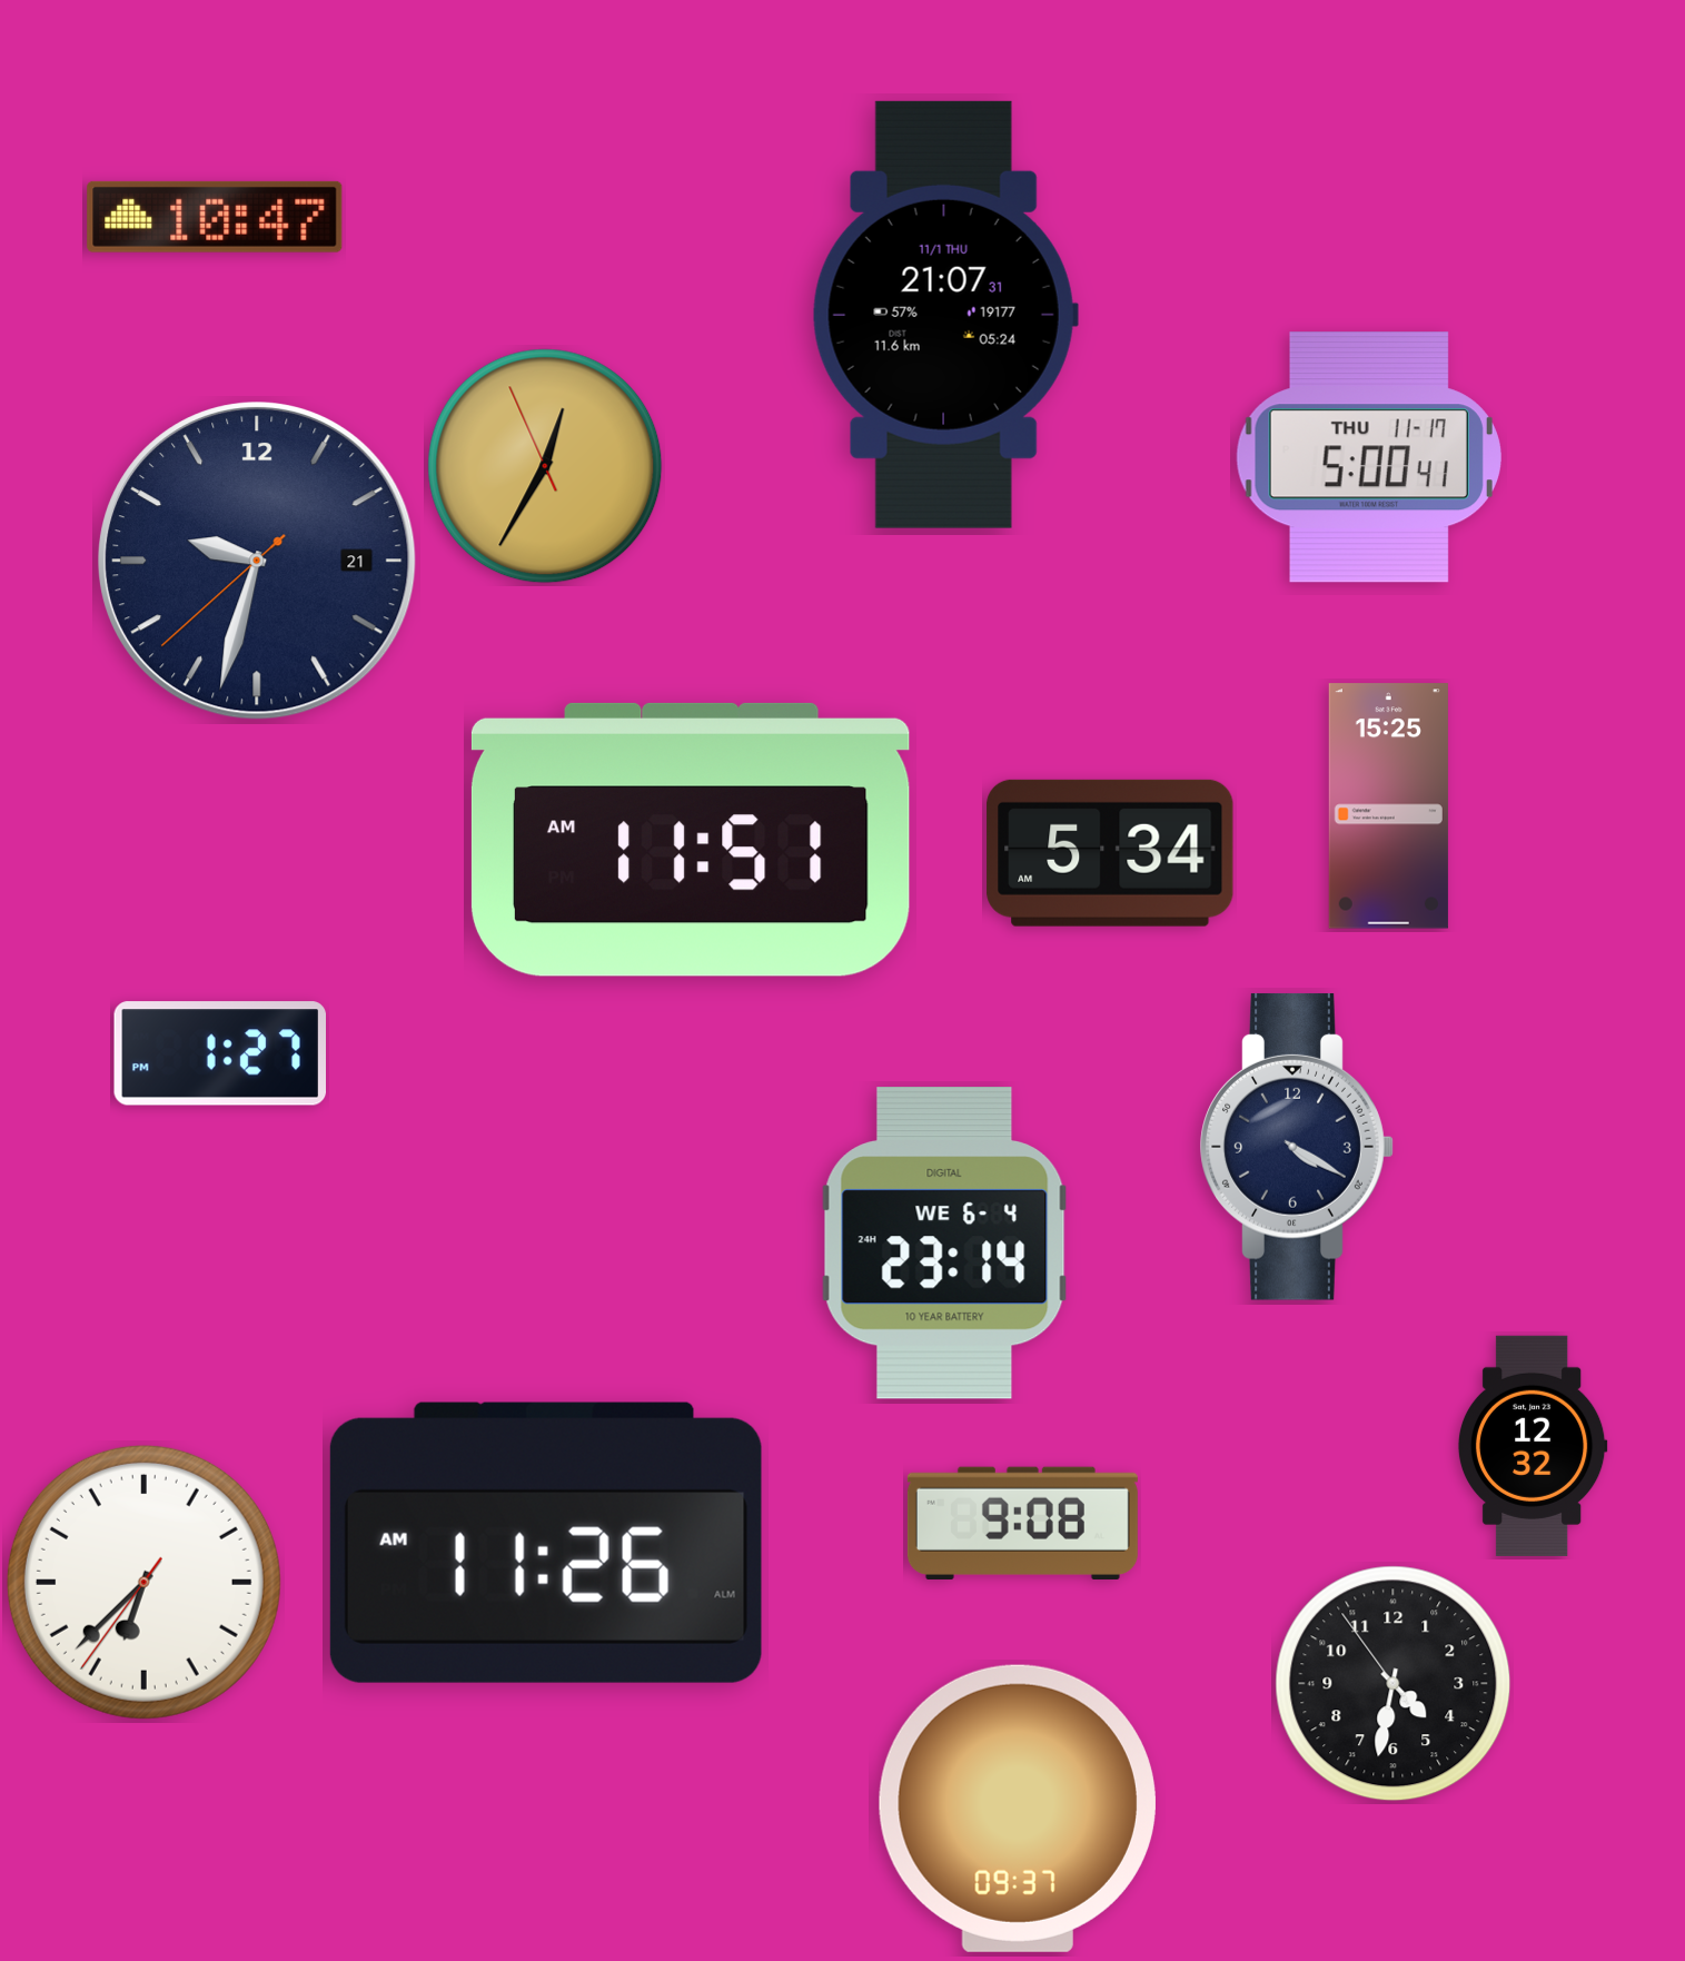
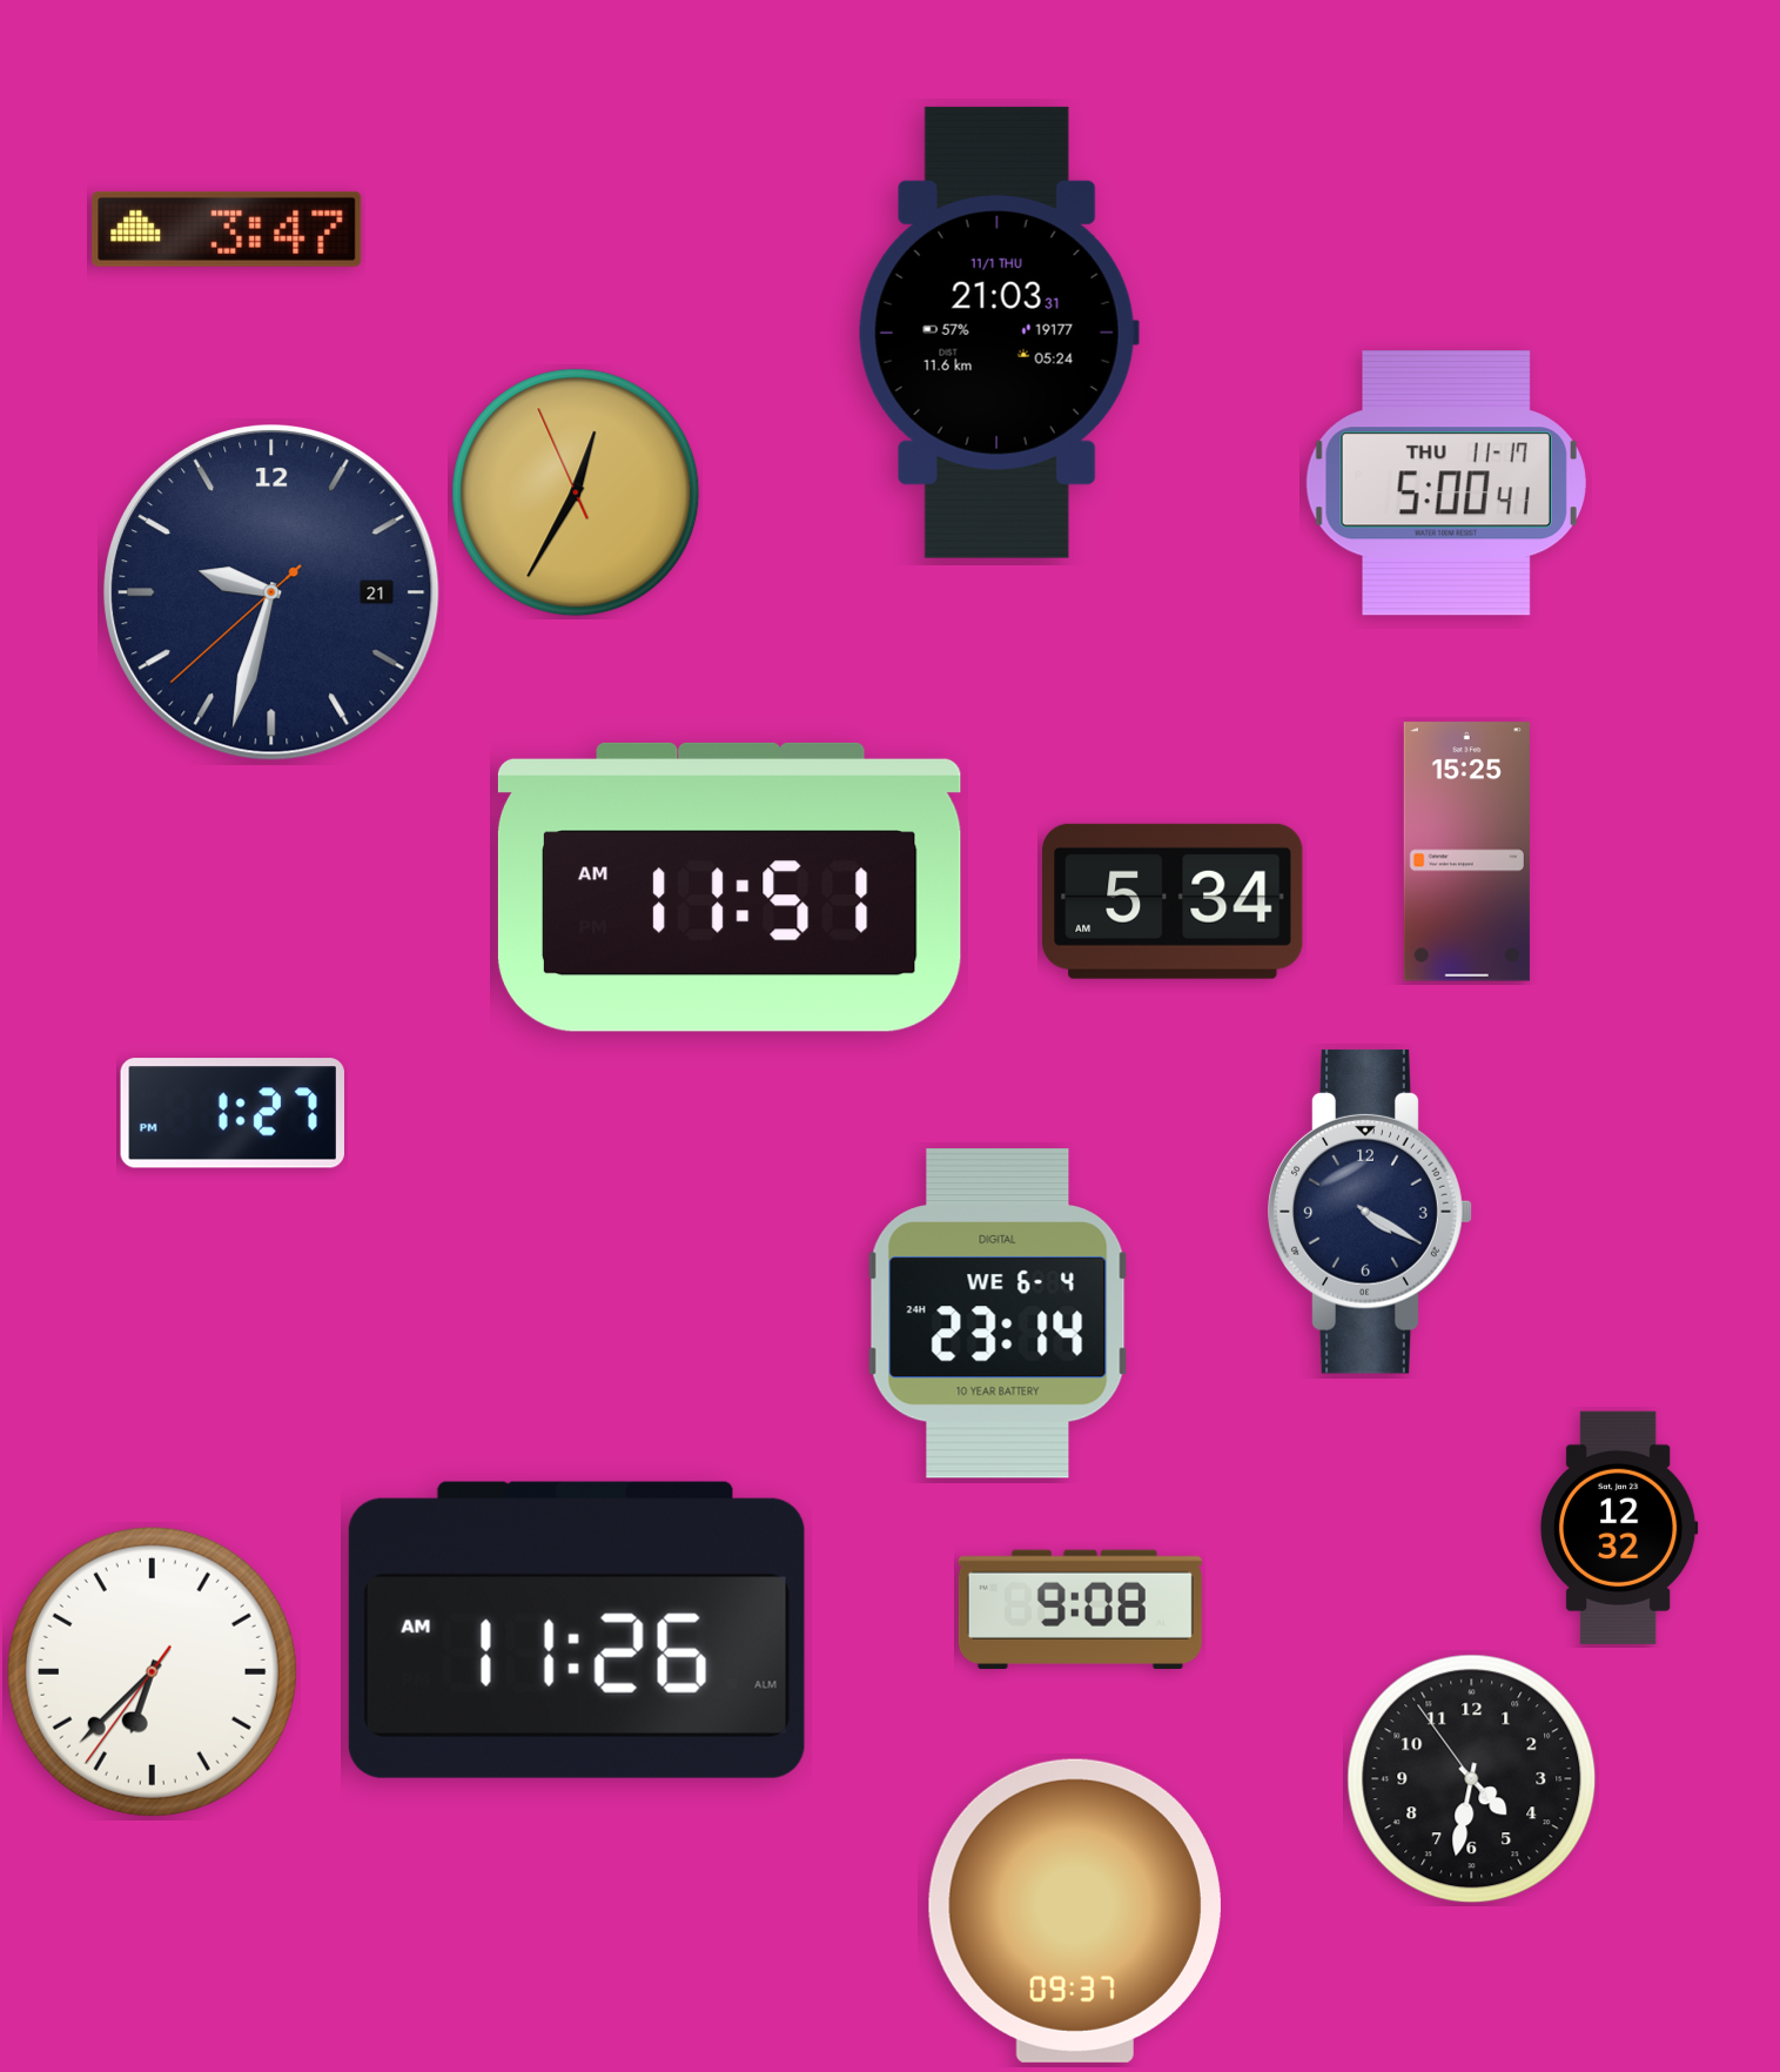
clock at (215, 217): 10:47 -> 3:47
clock at (945, 315): 21:07 -> 21:03
